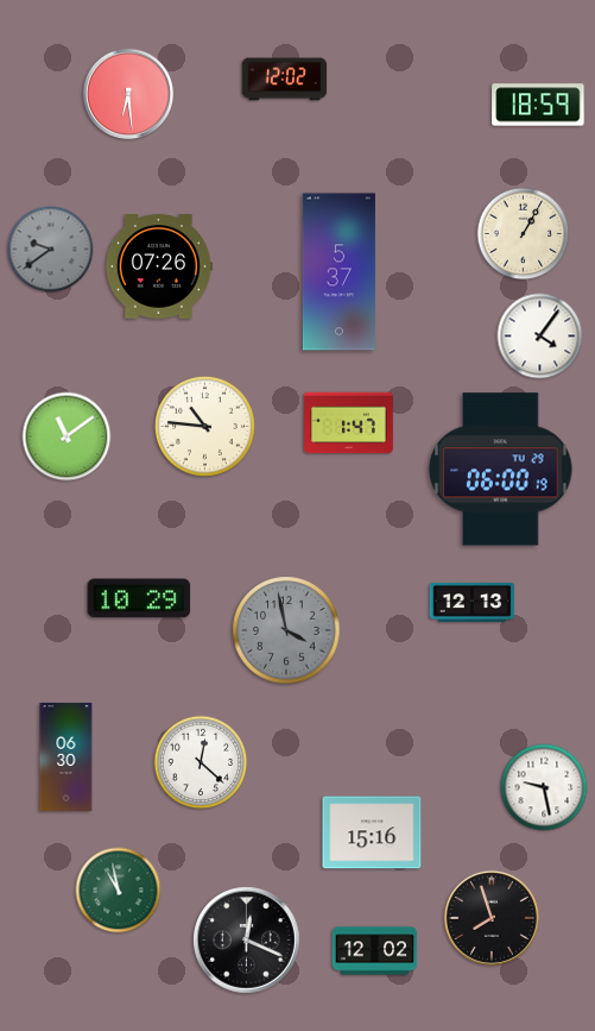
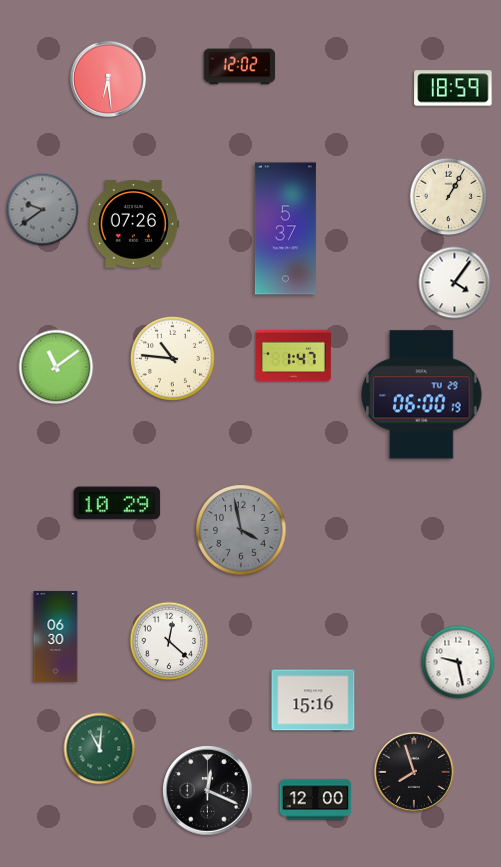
clock at (524, 234) position: (524, 234) -> (449, 197)
clock at (473, 603): 12:13 -> none
clock at (119, 891): 10:58 -> 11:01
clock at (375, 951): 12:02 -> 12:00
